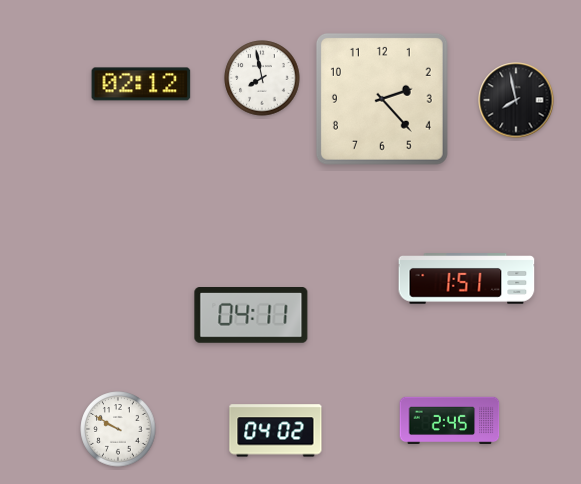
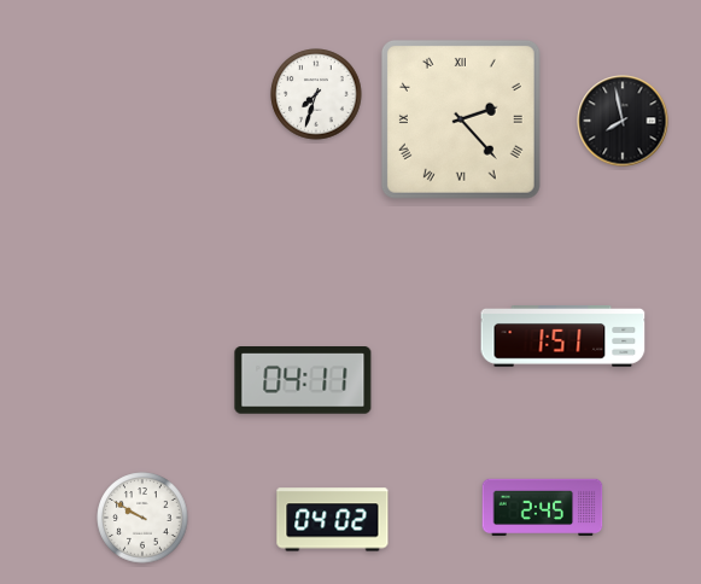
clock at (262, 78): 7:58 -> 7:33
clock at (141, 84): 02:12 -> none
clock at (382, 99) numerals: Arabic -> Roman
